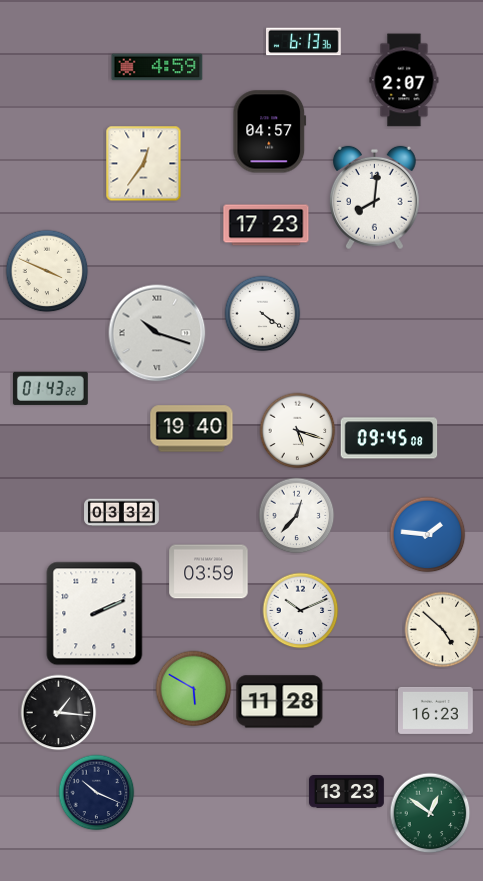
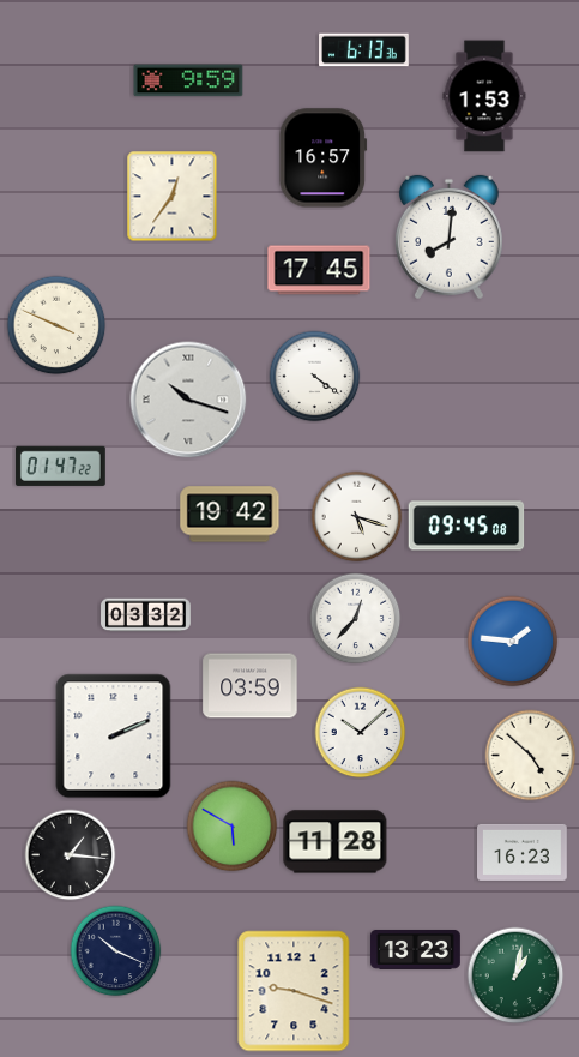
clock at (157, 67): 4:59 -> 9:59
clock at (404, 80): 2:07 -> 1:53
clock at (270, 132): 04:57 -> 16:57
clock at (266, 225): 17:23 -> 17:45
clock at (50, 388): 01:43 -> 01:47
clock at (192, 429): 19:40 -> 19:42
clock at (301, 611): 10:11 -> 10:08
clock at (430, 813): 12:51 -> 1:02
clock at (294, 991): none -> 9:18
